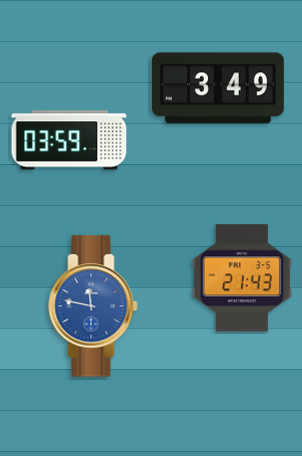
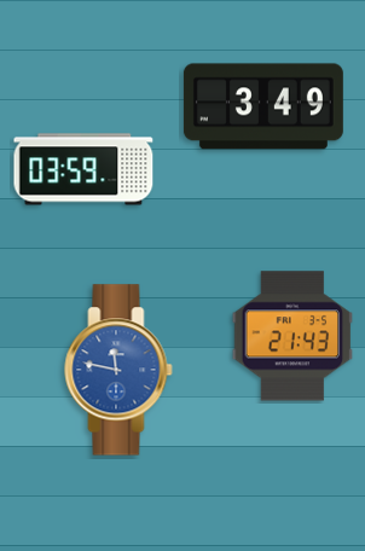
clock at (93, 306) position: (93, 306) -> (118, 370)
